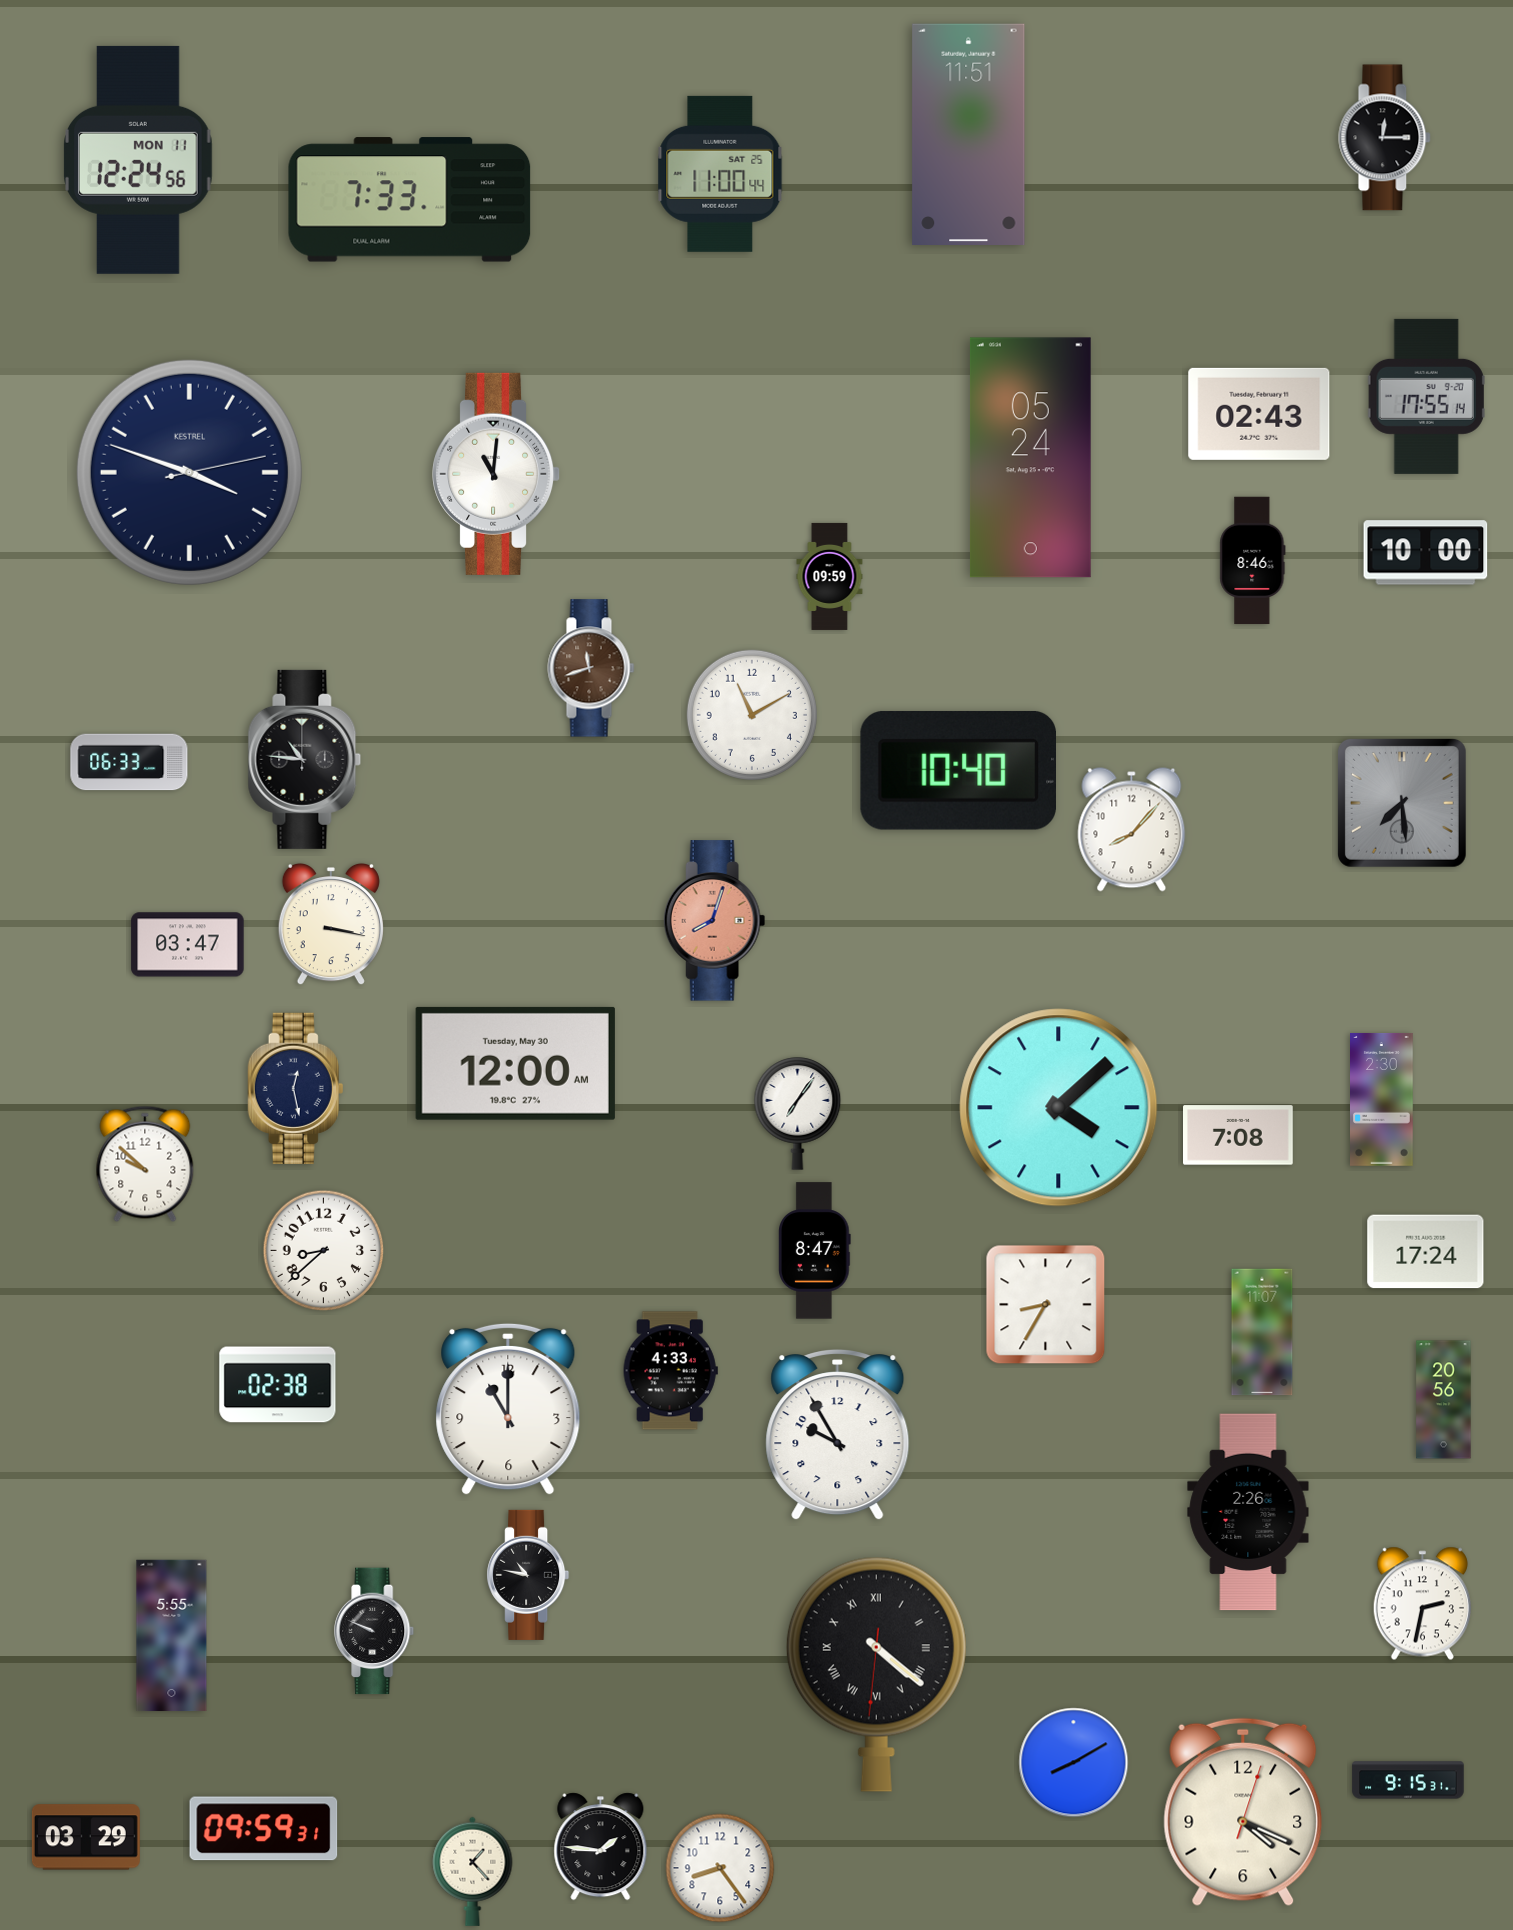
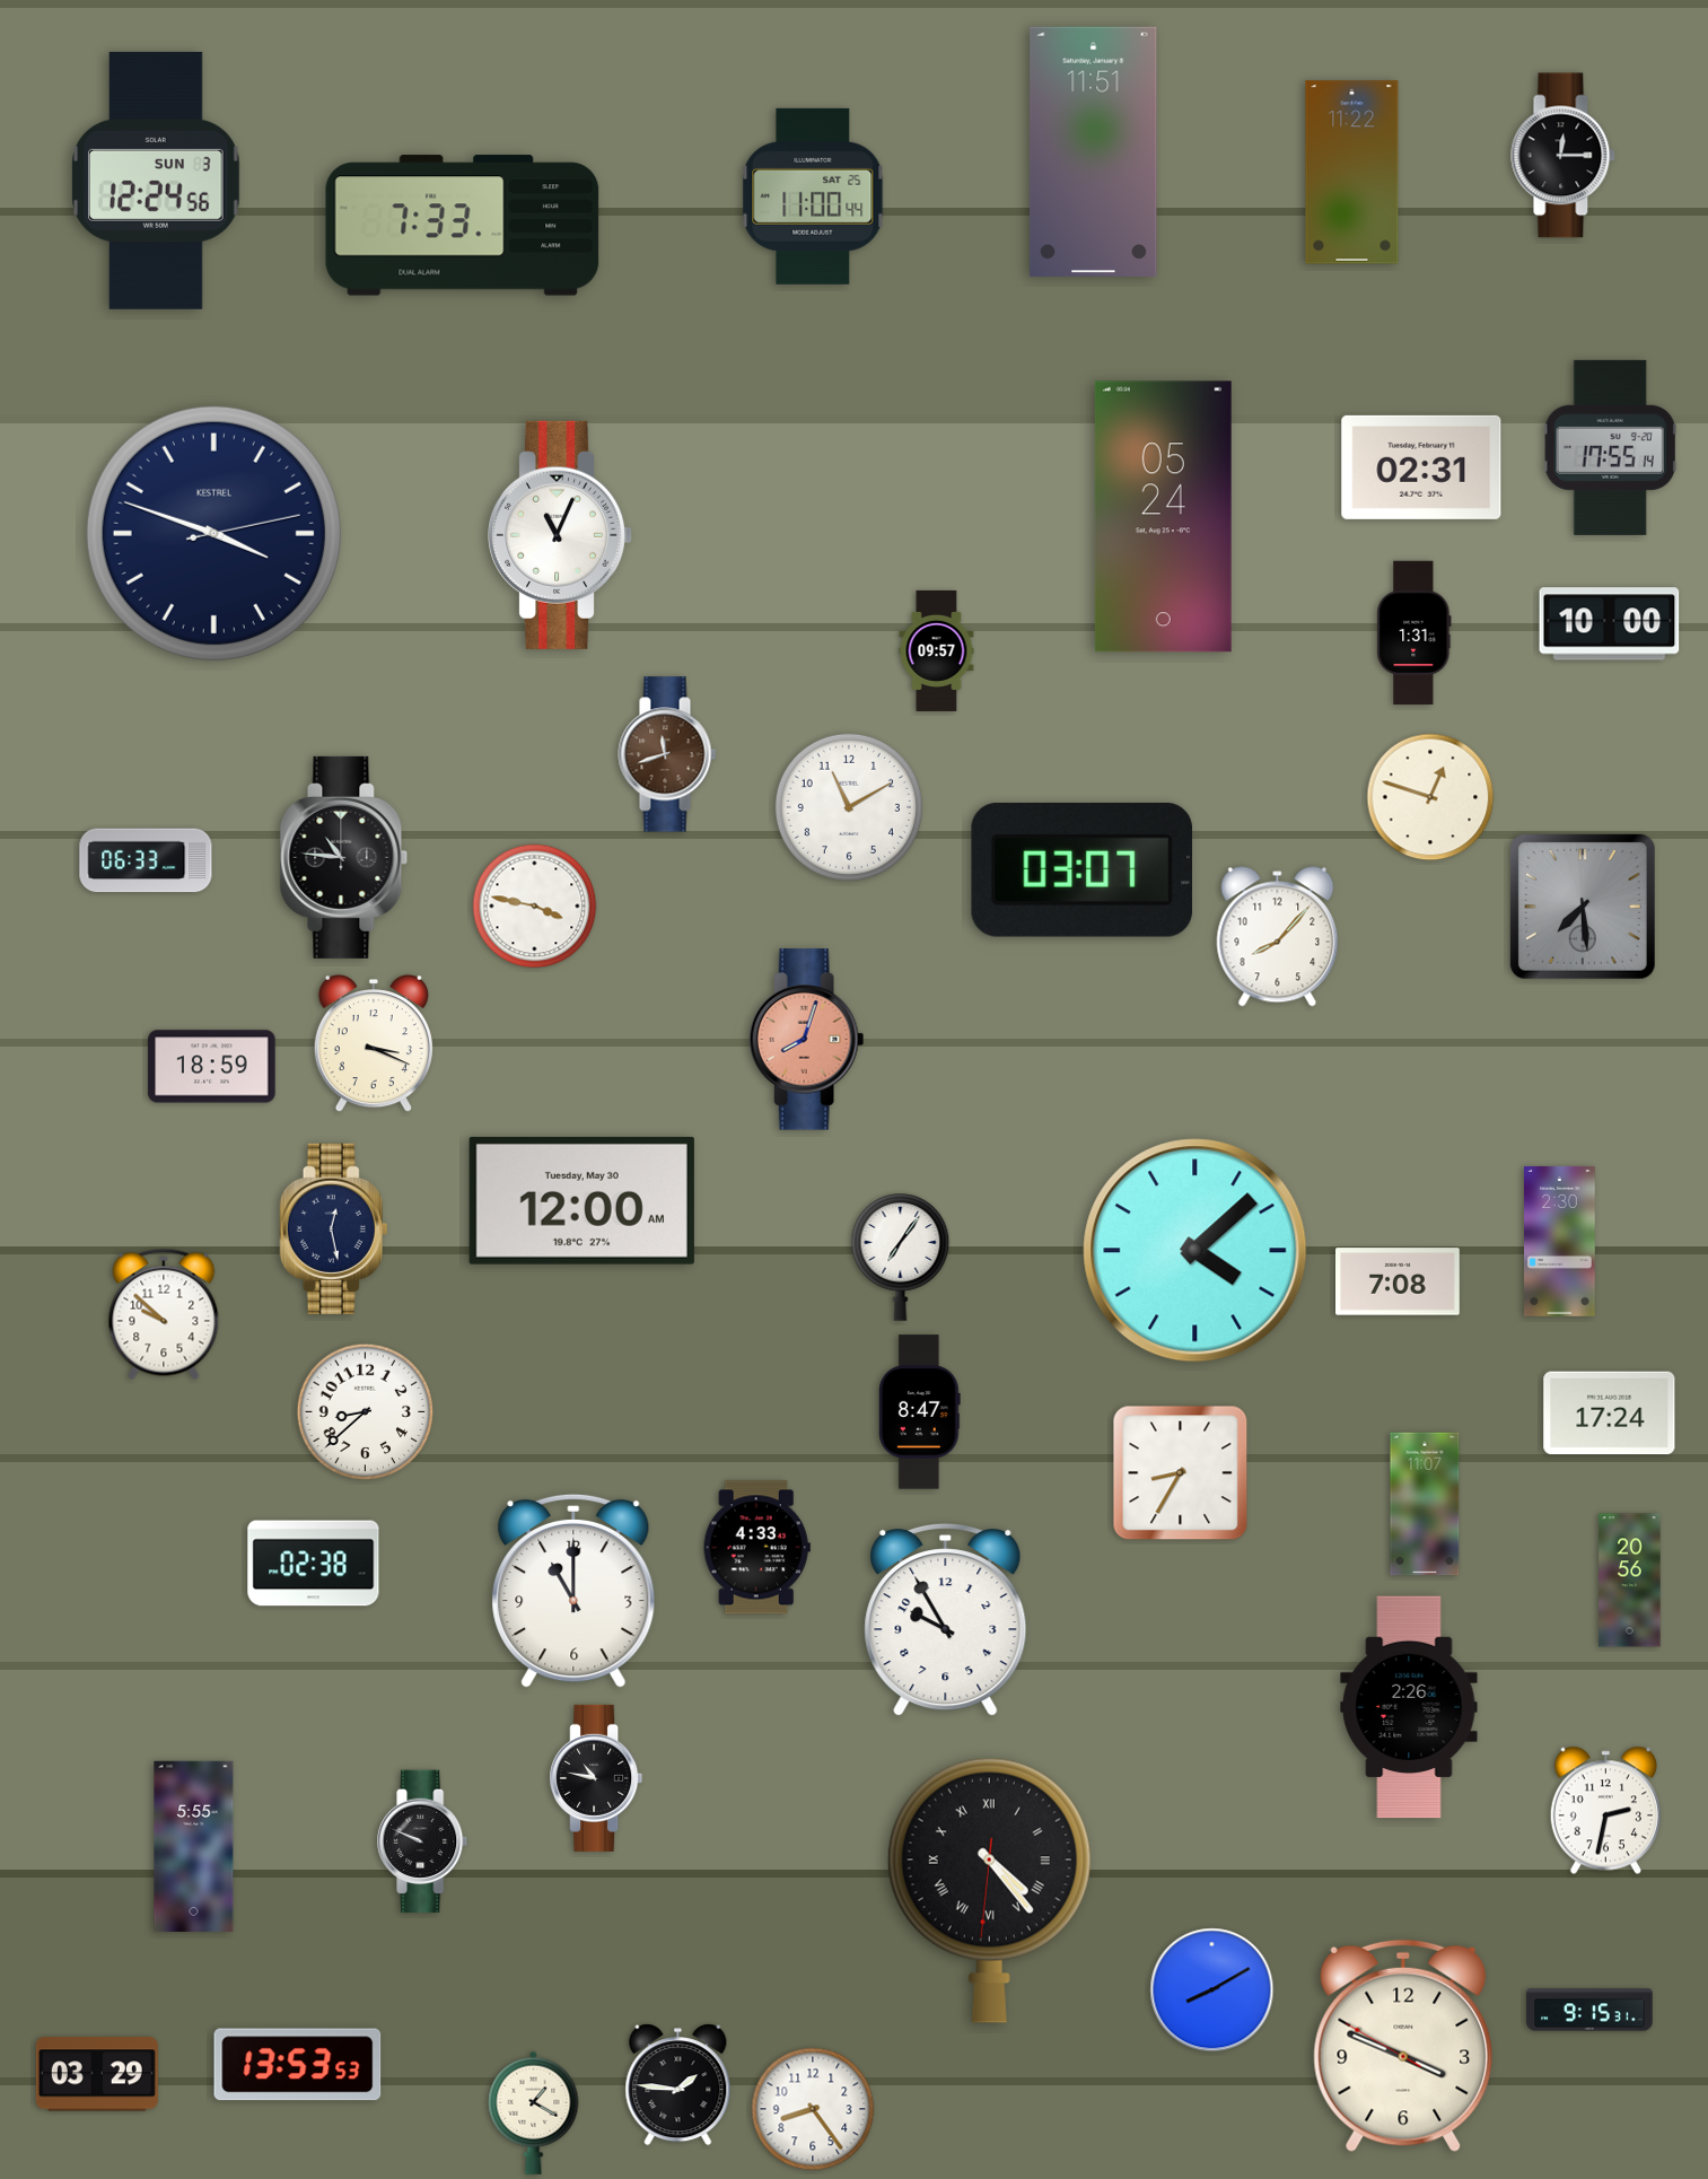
clock at (1352, 173): none -> 11:22
clock at (138, 160) date: MON 11 -> SUN 3
clock at (1259, 414): 02:43 -> 02:31
clock at (497, 474): 11:01 -> 11:04
clock at (1253, 561): 8:46 -> 1:31
clock at (830, 576): 09:59 -> 09:57
clock at (1430, 797): none -> 12:48
clock at (958, 770): 10:40 -> 03:07
clock at (535, 907): none -> 3:47
clock at (331, 924): 3:17 -> 3:19
clock at (188, 945): 03:47 -> 18:59
clock at (876, 1674): 4:21 -> 4:23
clock at (1243, 1812): 4:19 -> 3:48
clock at (264, 1829): 09:59 -> 13:53
clock at (473, 1871): 1:23 -> 1:20
